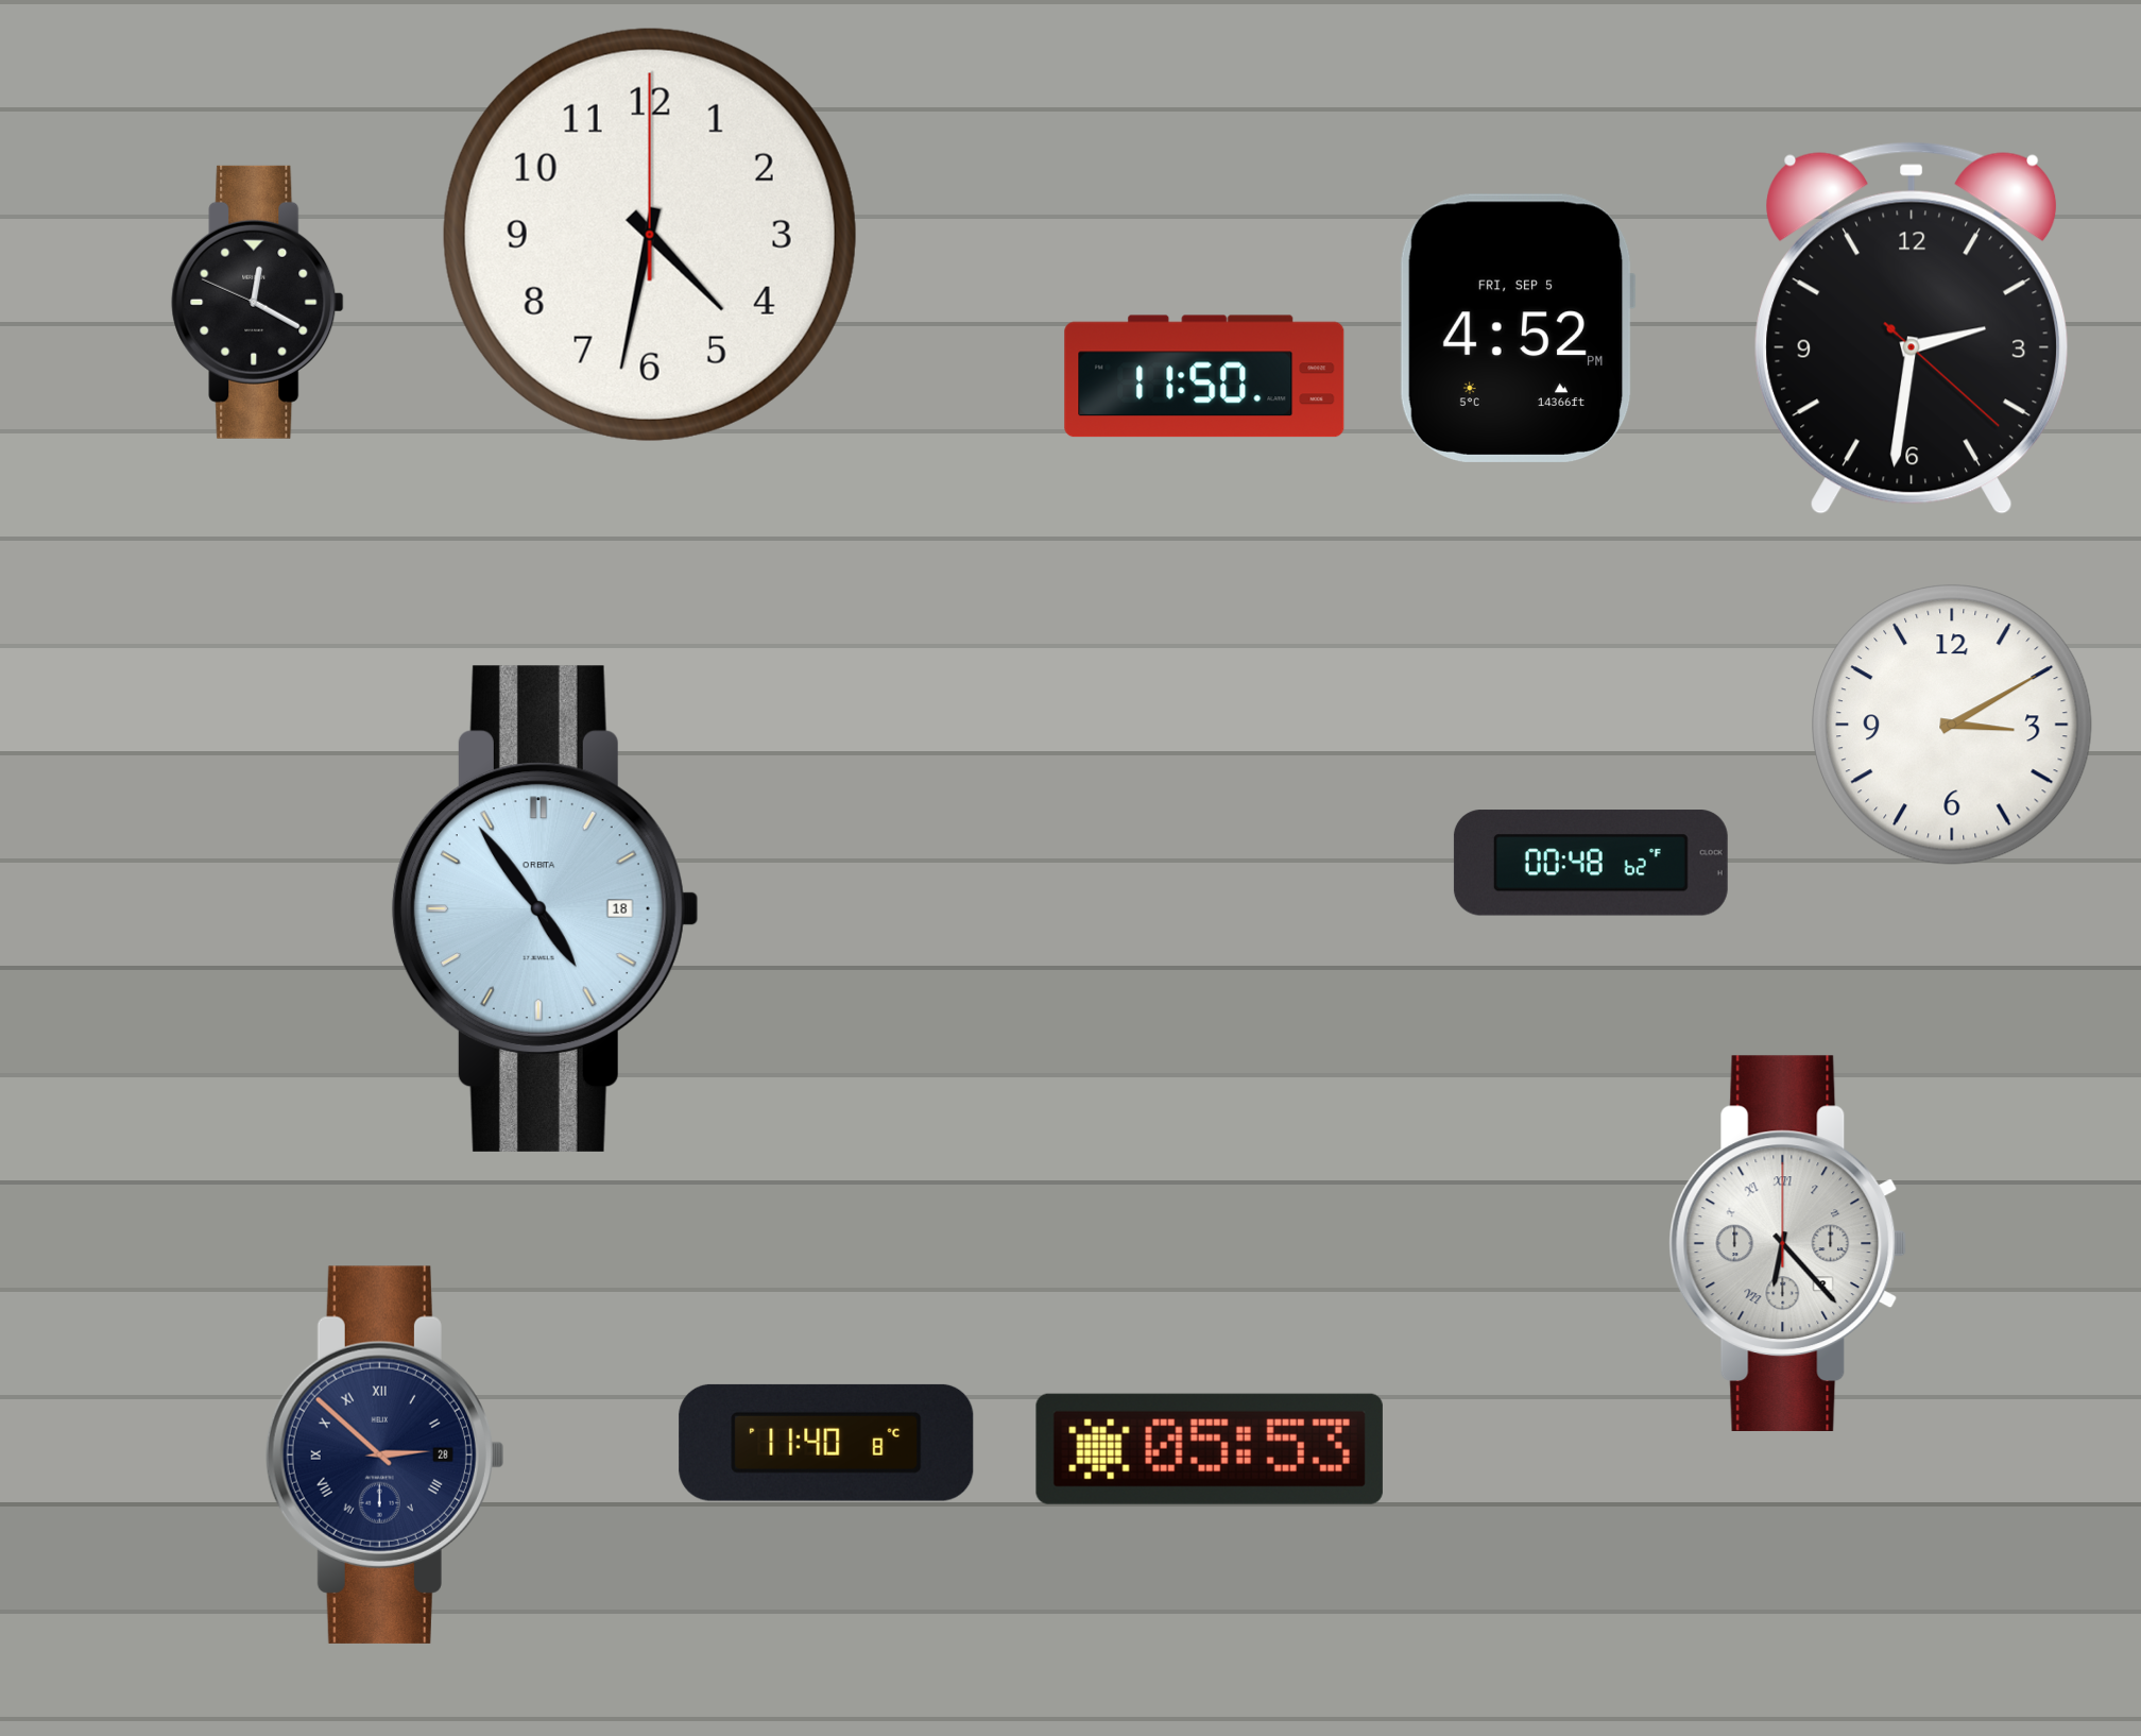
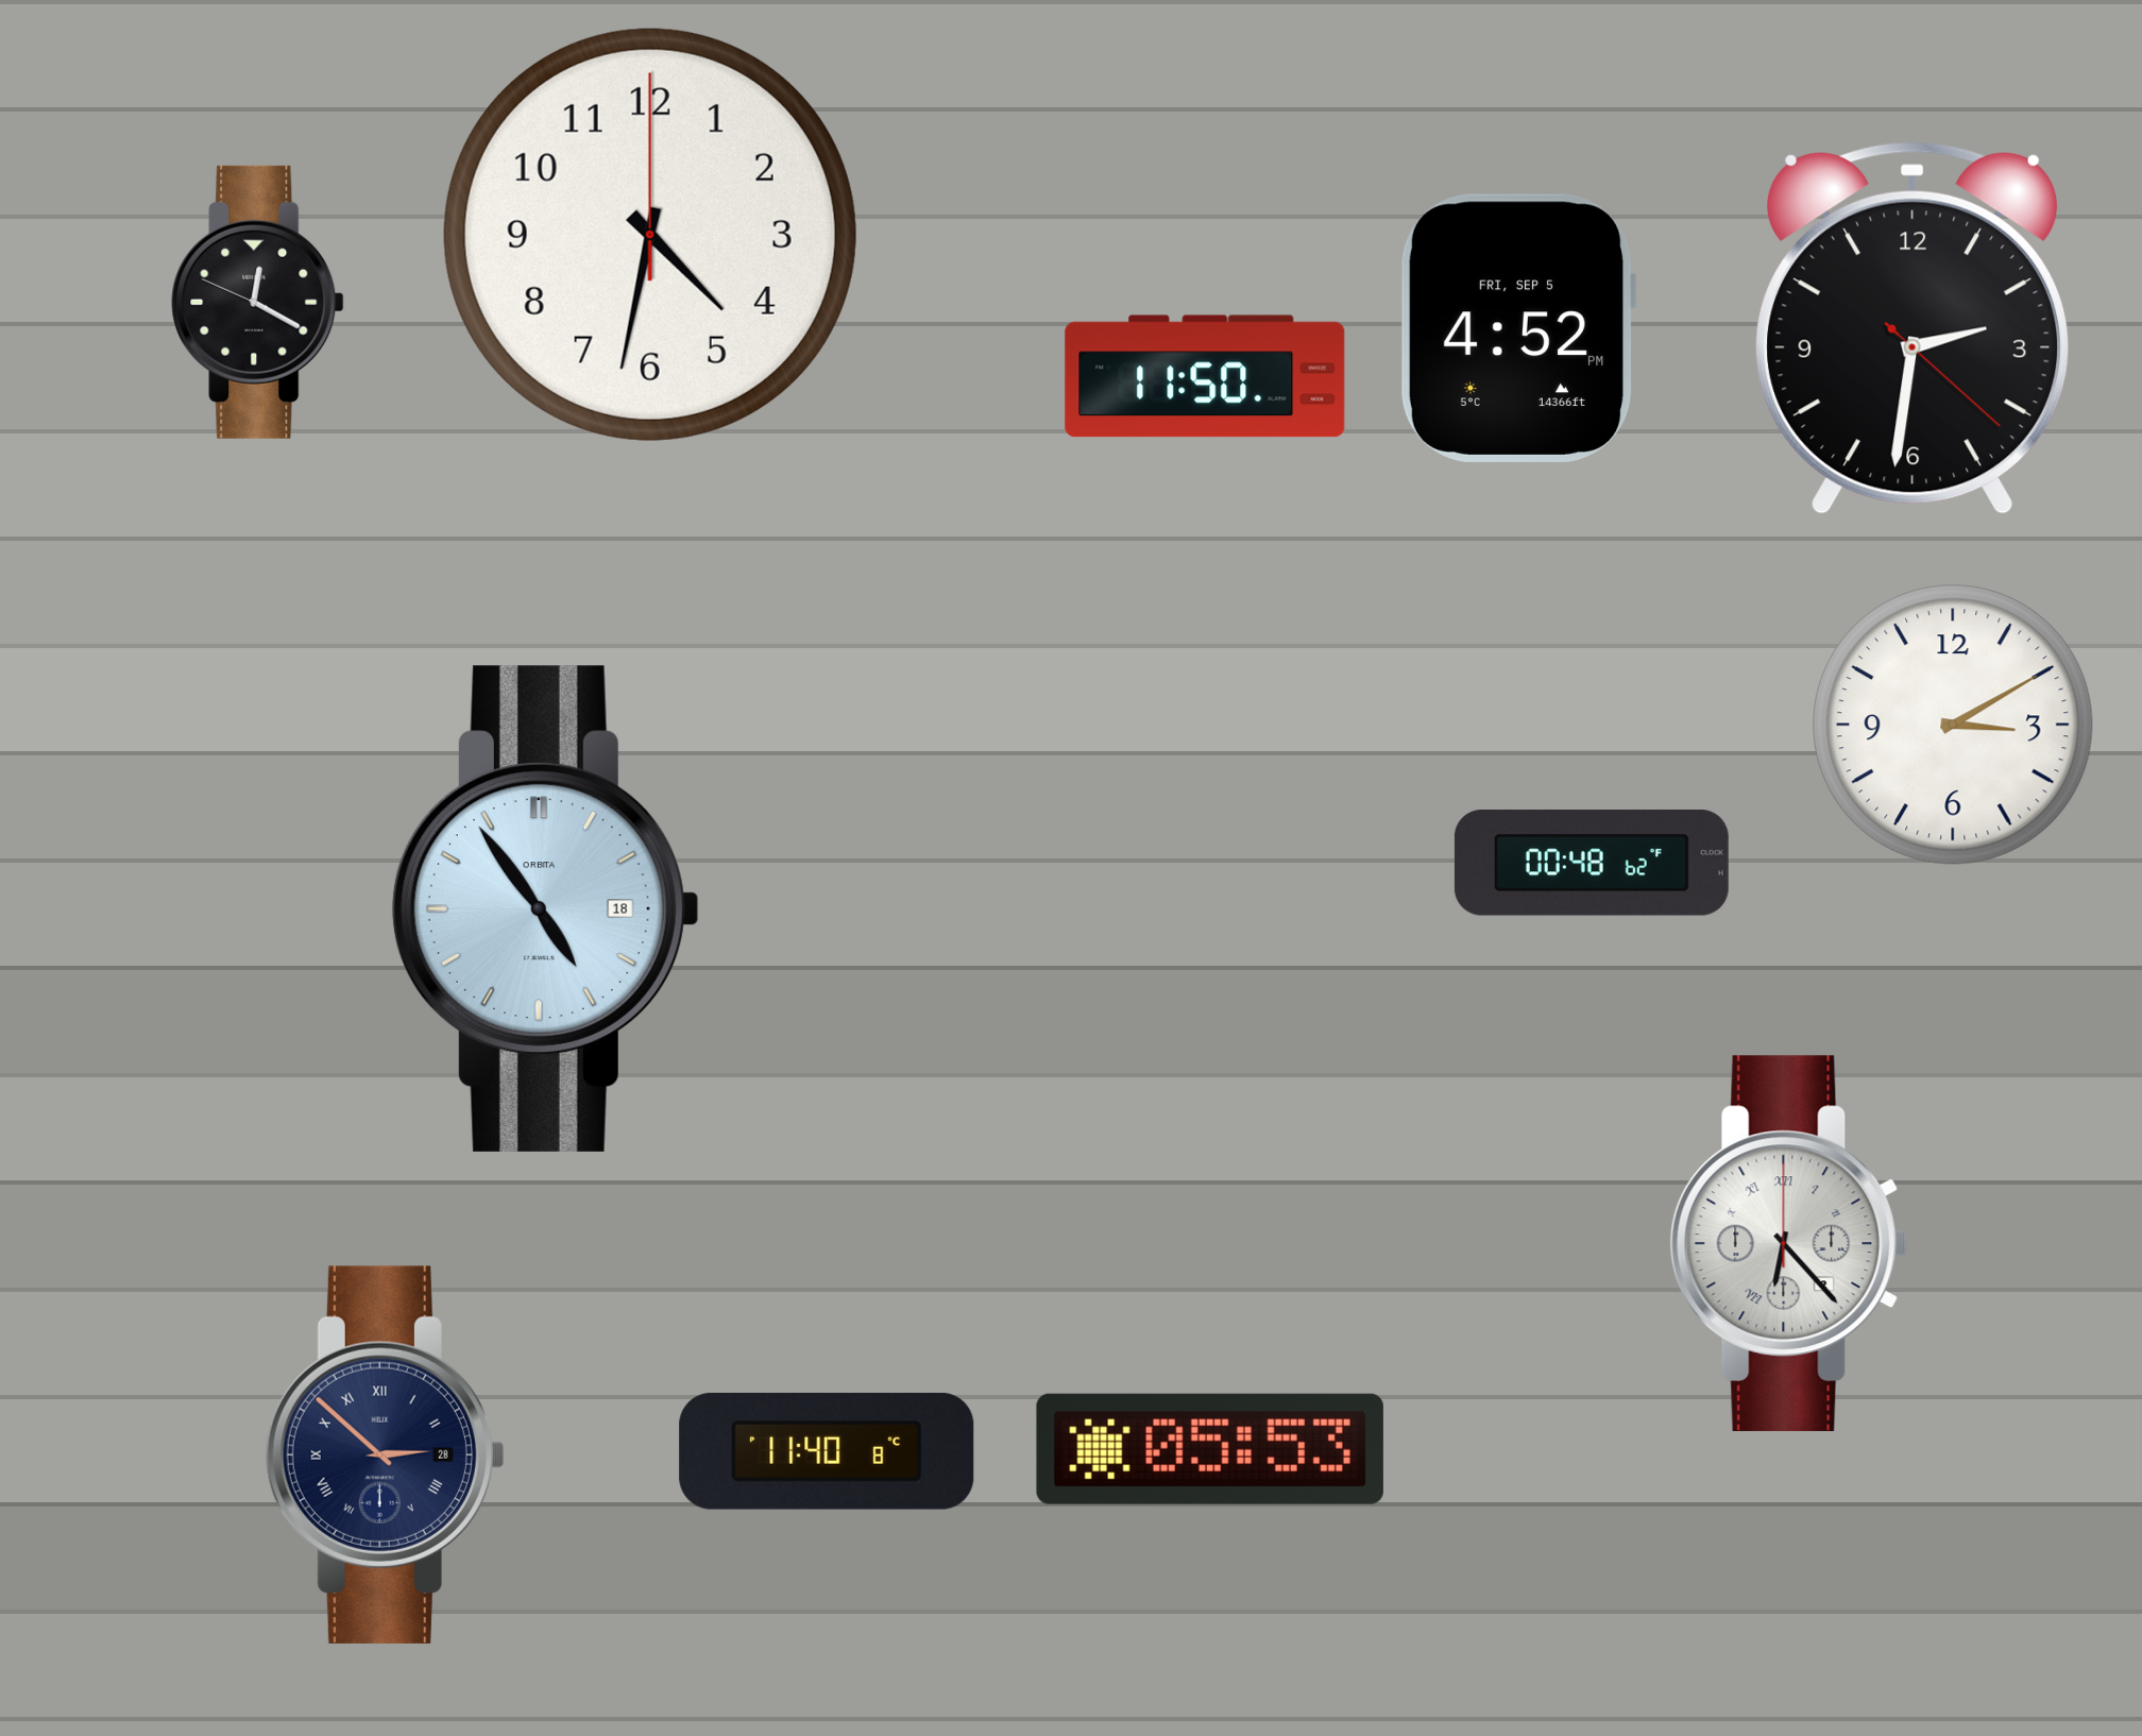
clock at (826, 1443) position: (826, 1443) -> (827, 1451)
